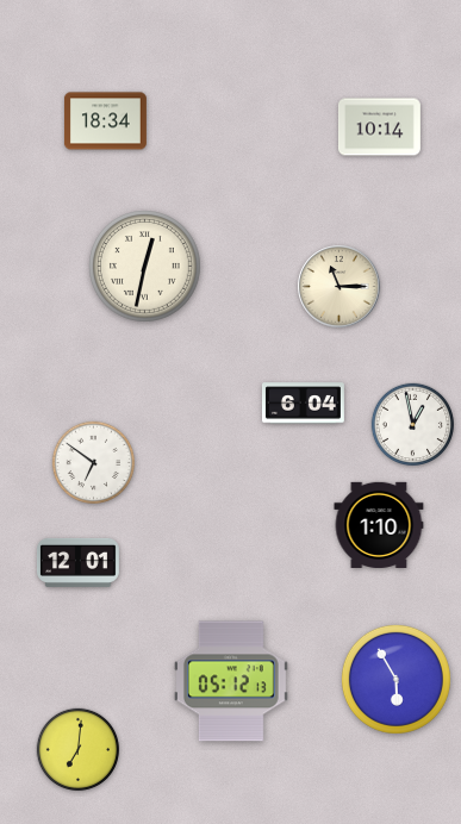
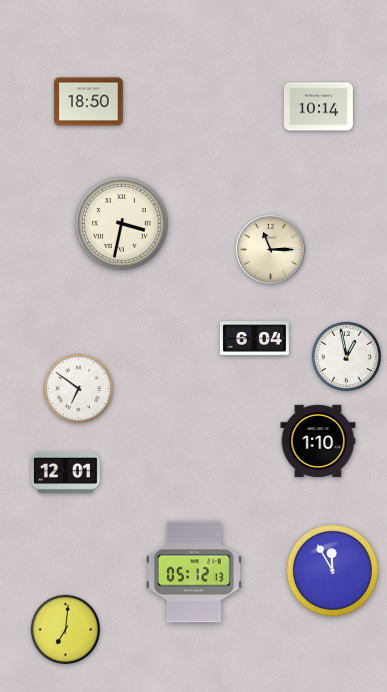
clock at (105, 121): 18:34 -> 18:50
clock at (145, 267): 12:32 -> 3:32
clock at (339, 287) position: (339, 287) -> (271, 250)
clock at (395, 679): 5:55 -> 11:55
